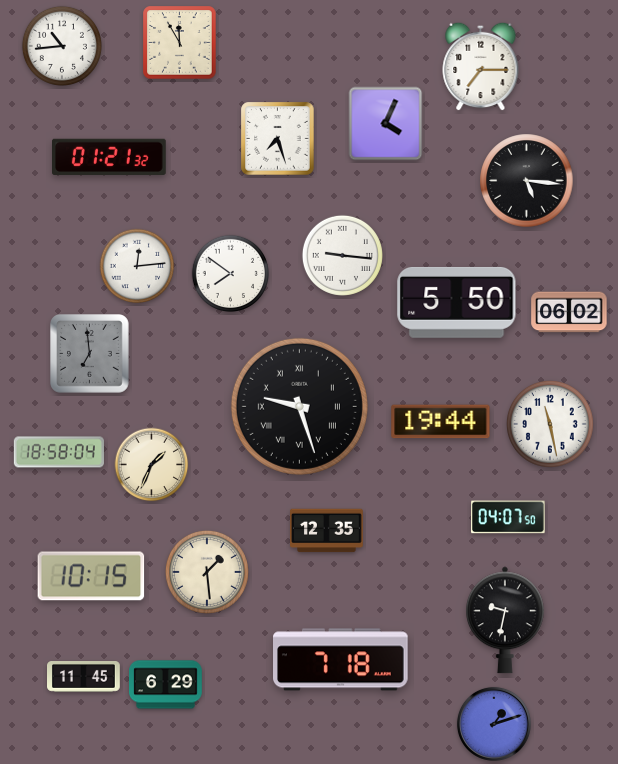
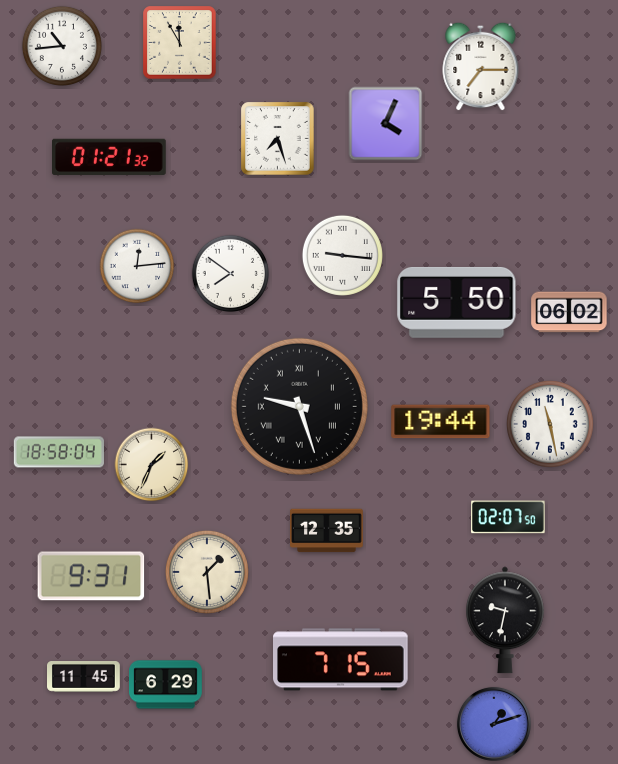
clock at (527, 181): 5:16 -> none
clock at (90, 354): 6:59 -> none
clock at (508, 517): 04:07 -> 02:07
clock at (91, 576): 10:15 -> 9:31
clock at (341, 660): 7:18 -> 7:15
